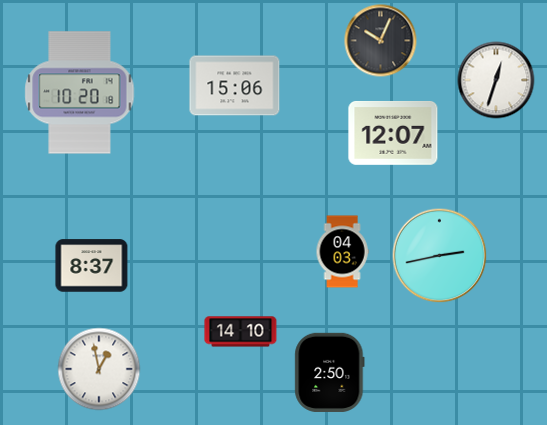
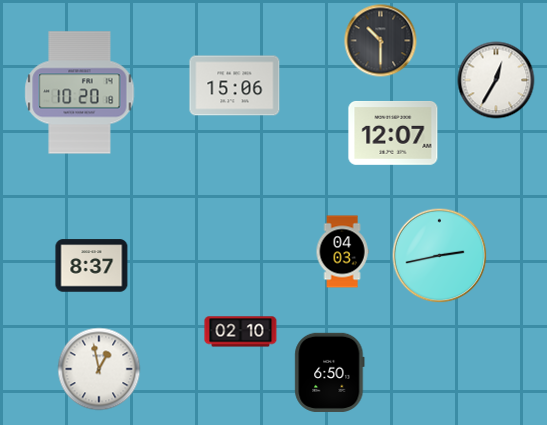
clock at (381, 41): 10:04 -> 10:30
clock at (496, 80): 12:33 -> 12:35
clock at (241, 332): 14:10 -> 02:10
clock at (330, 372): 2:50 -> 6:50
